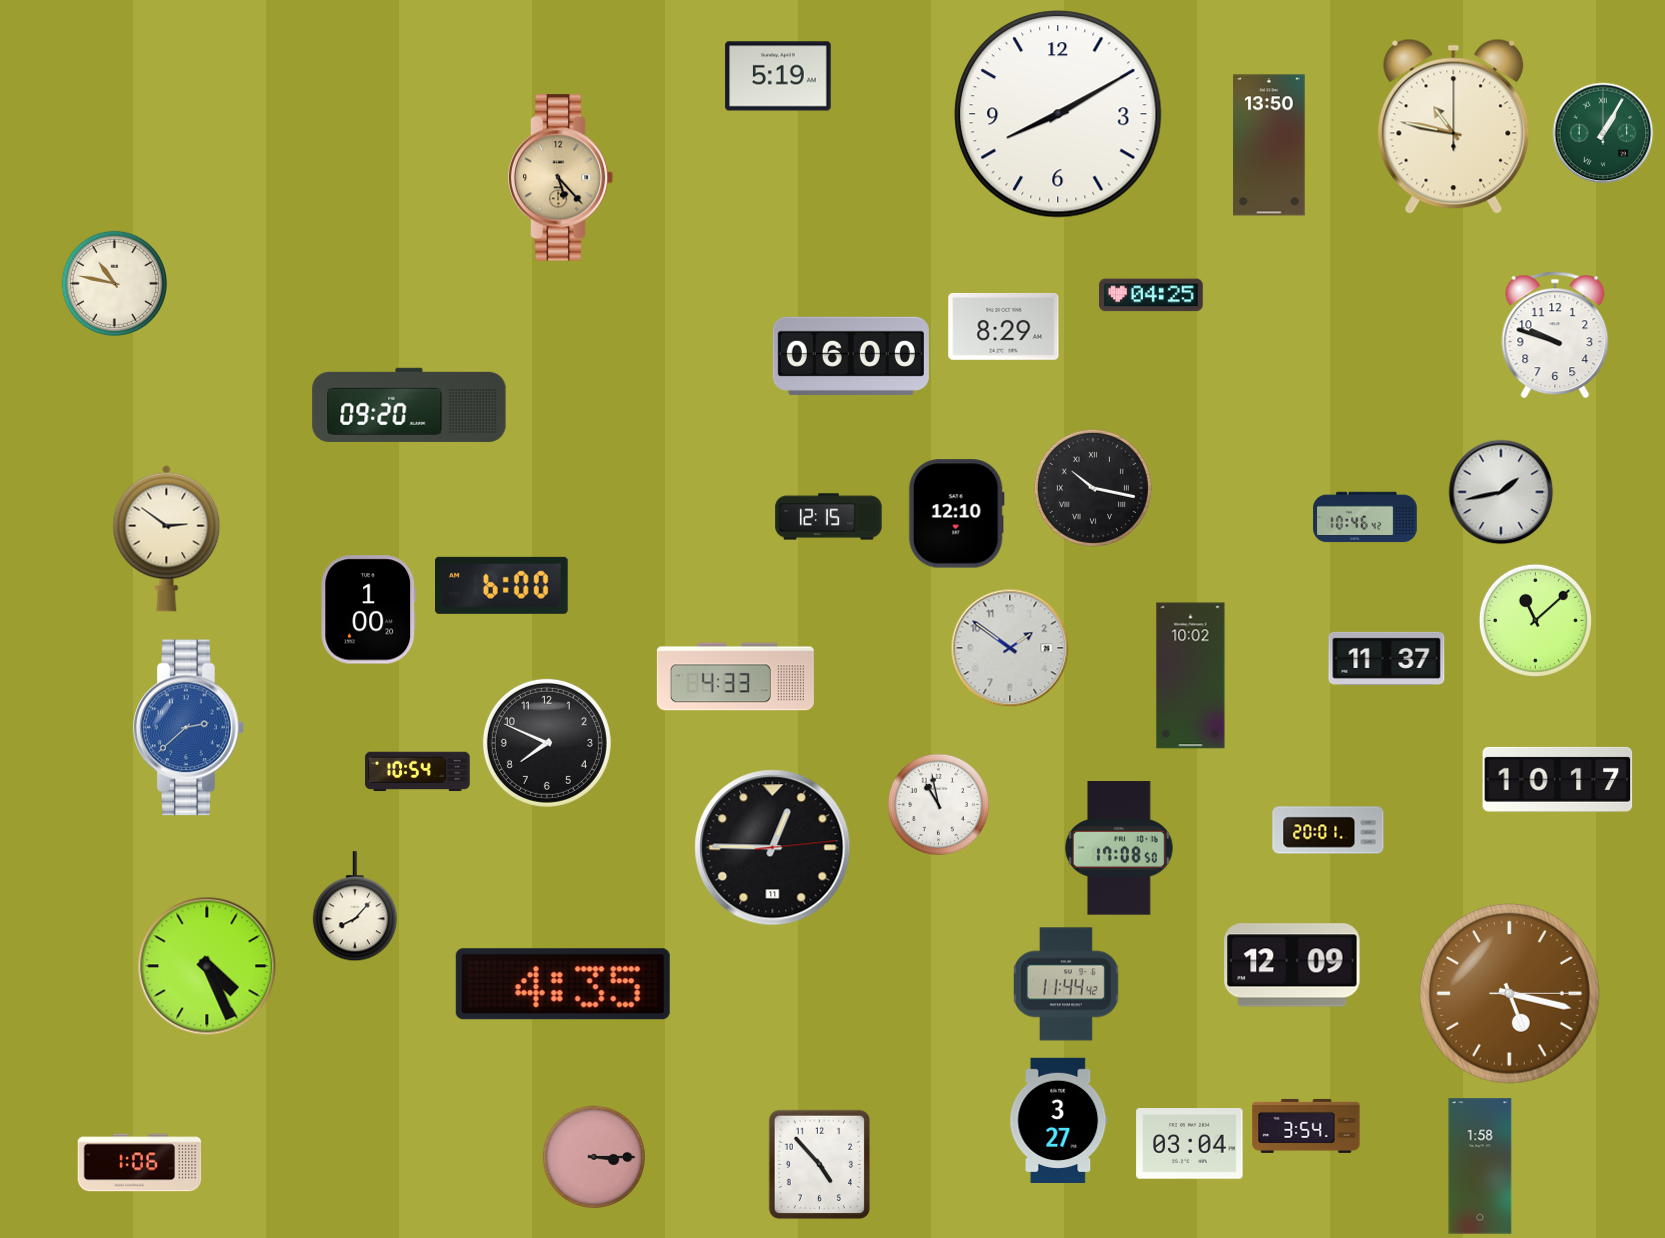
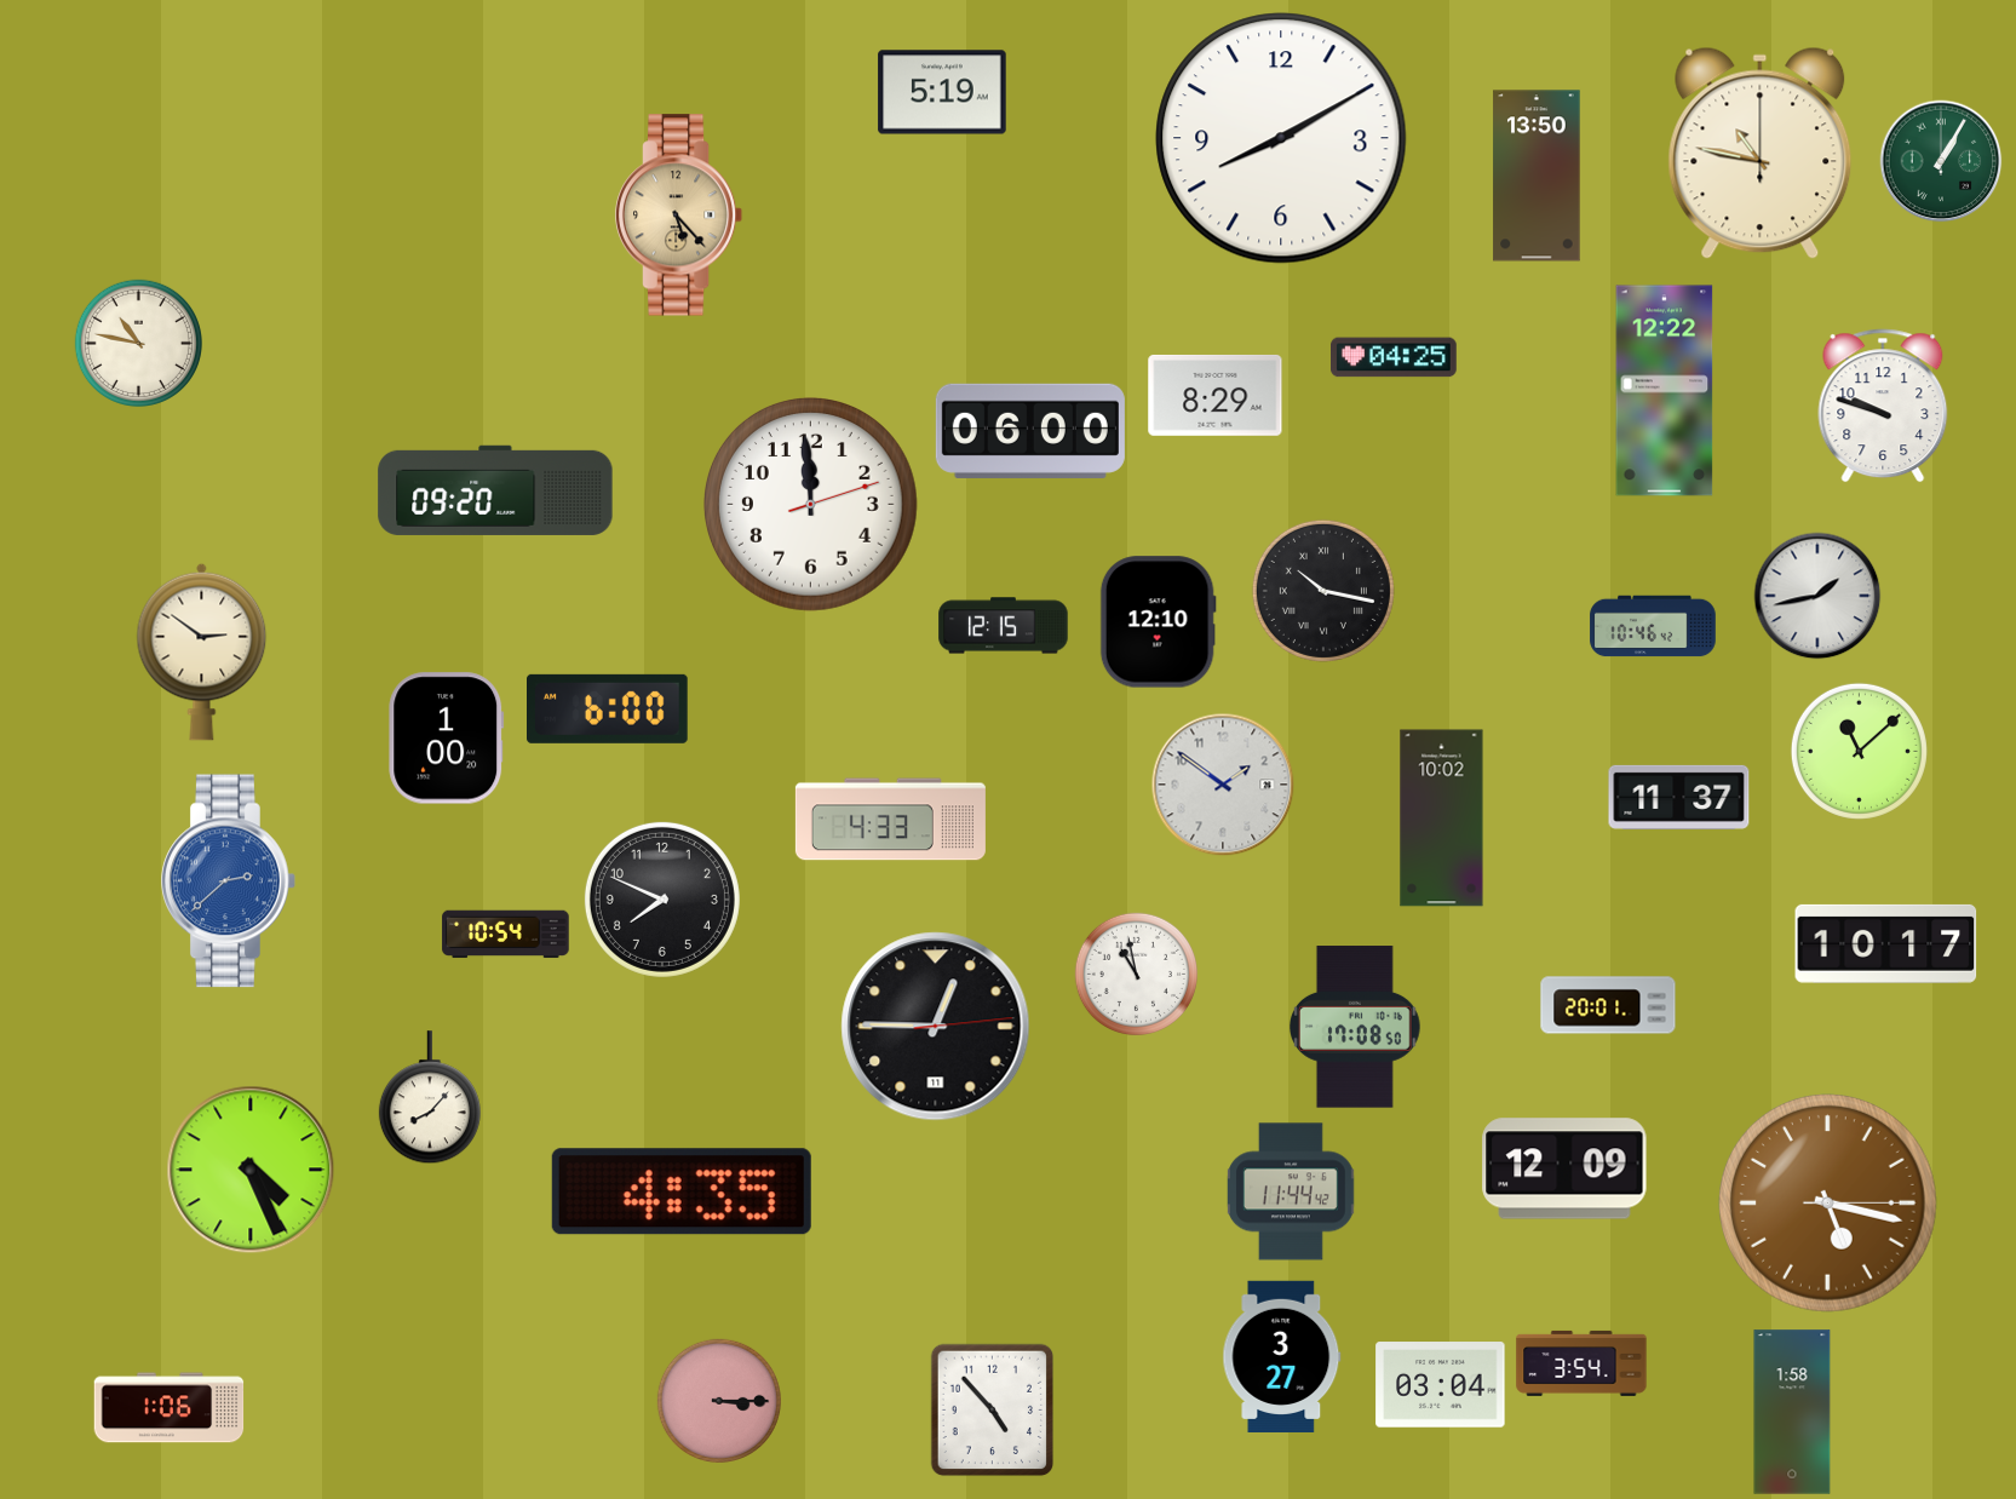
clock at (1665, 391): none -> 12:22
clock at (811, 505): none -> 11:59
